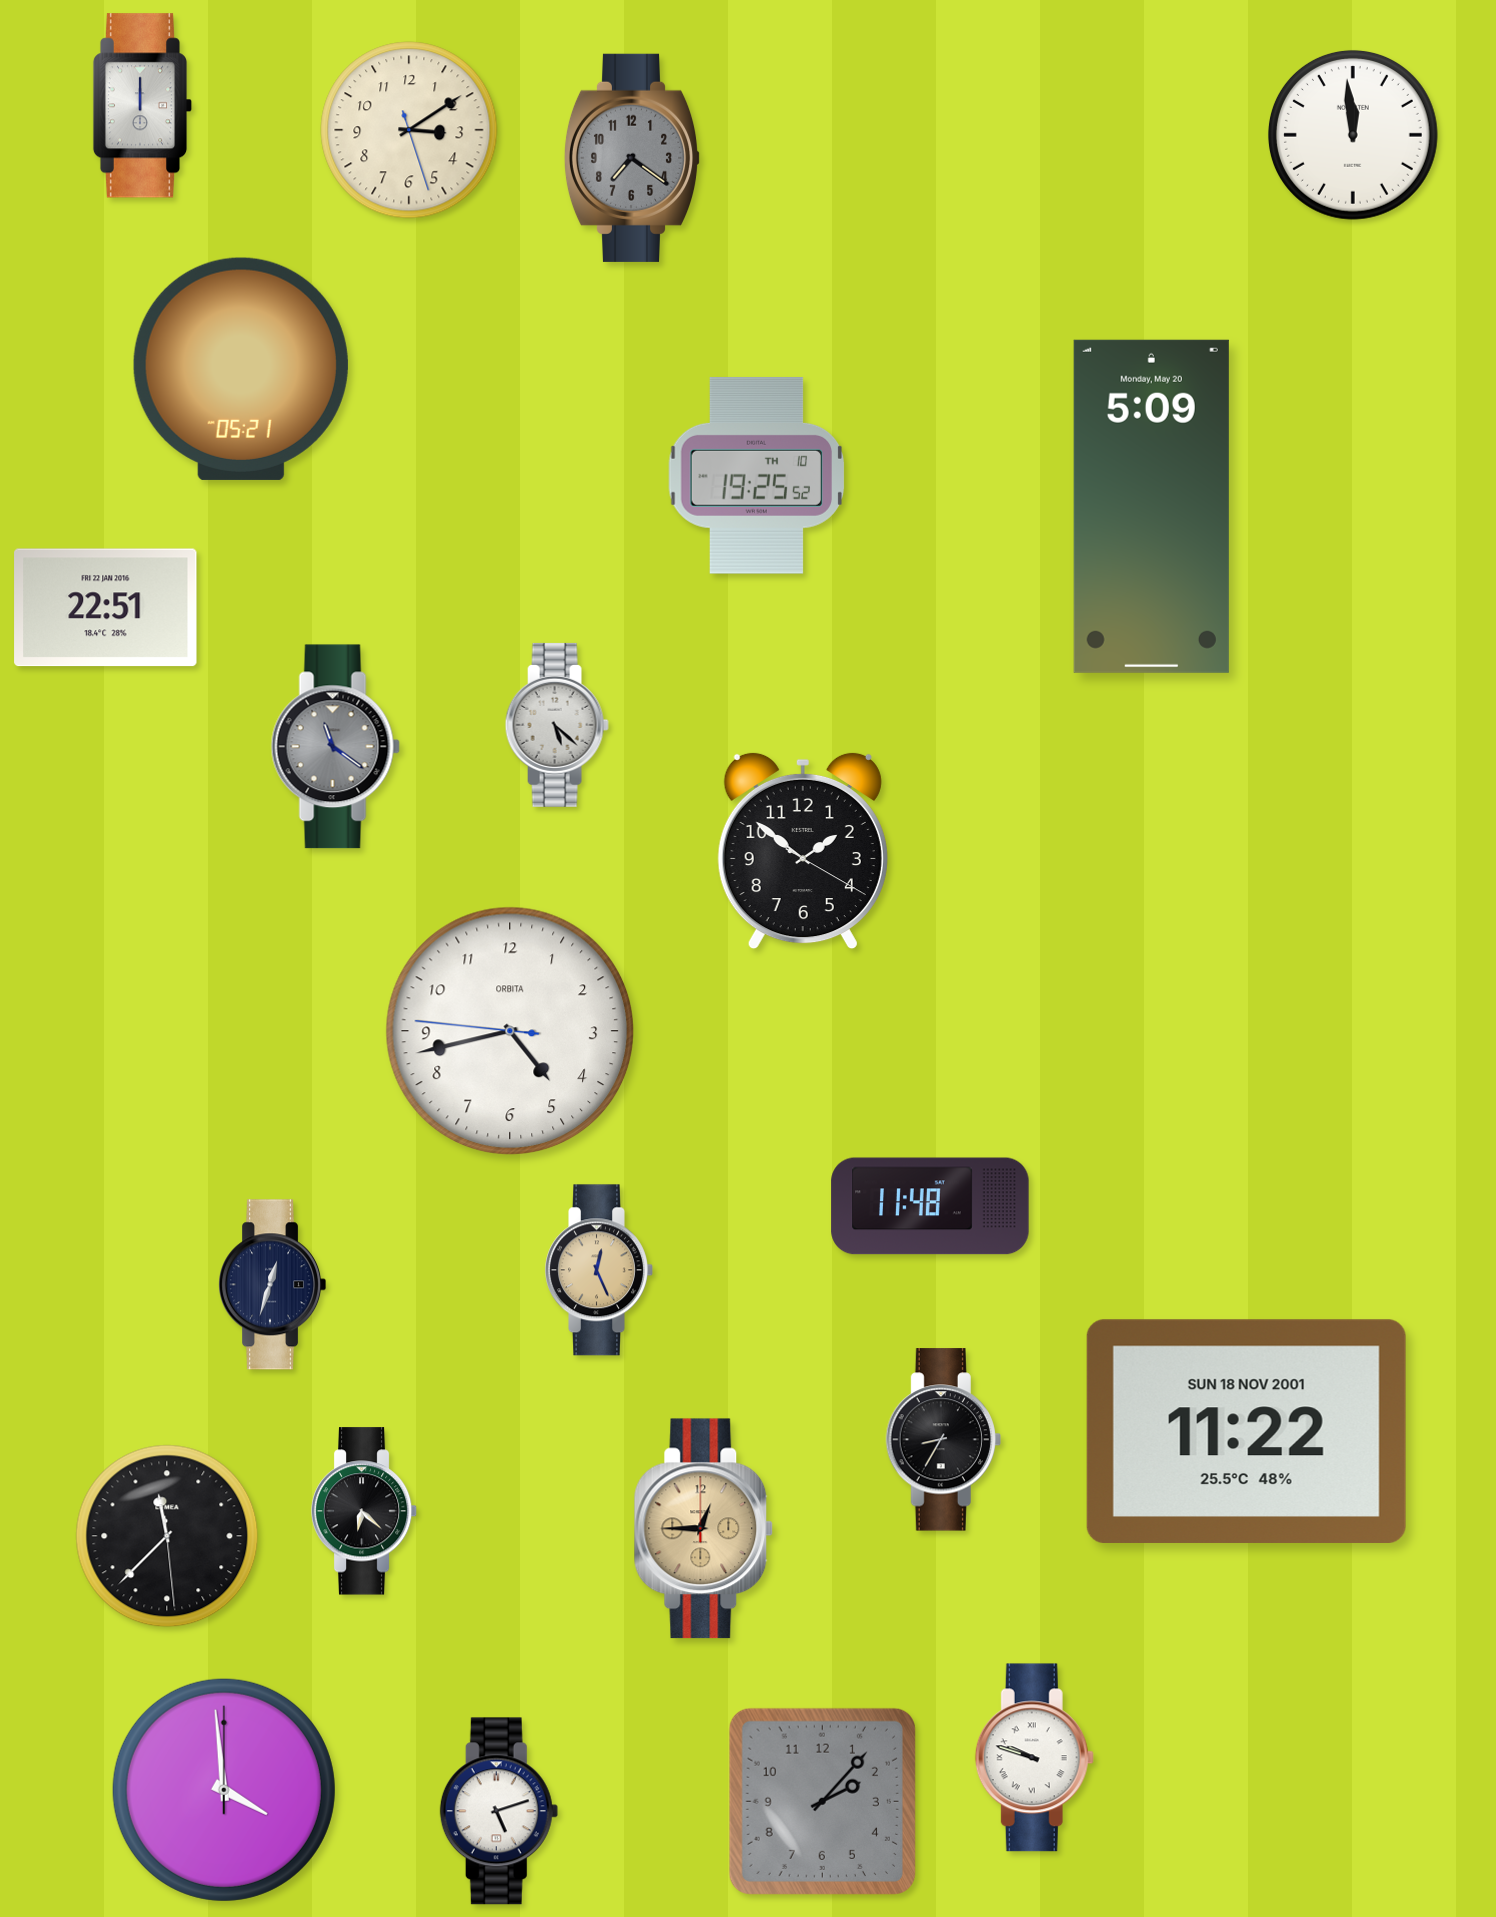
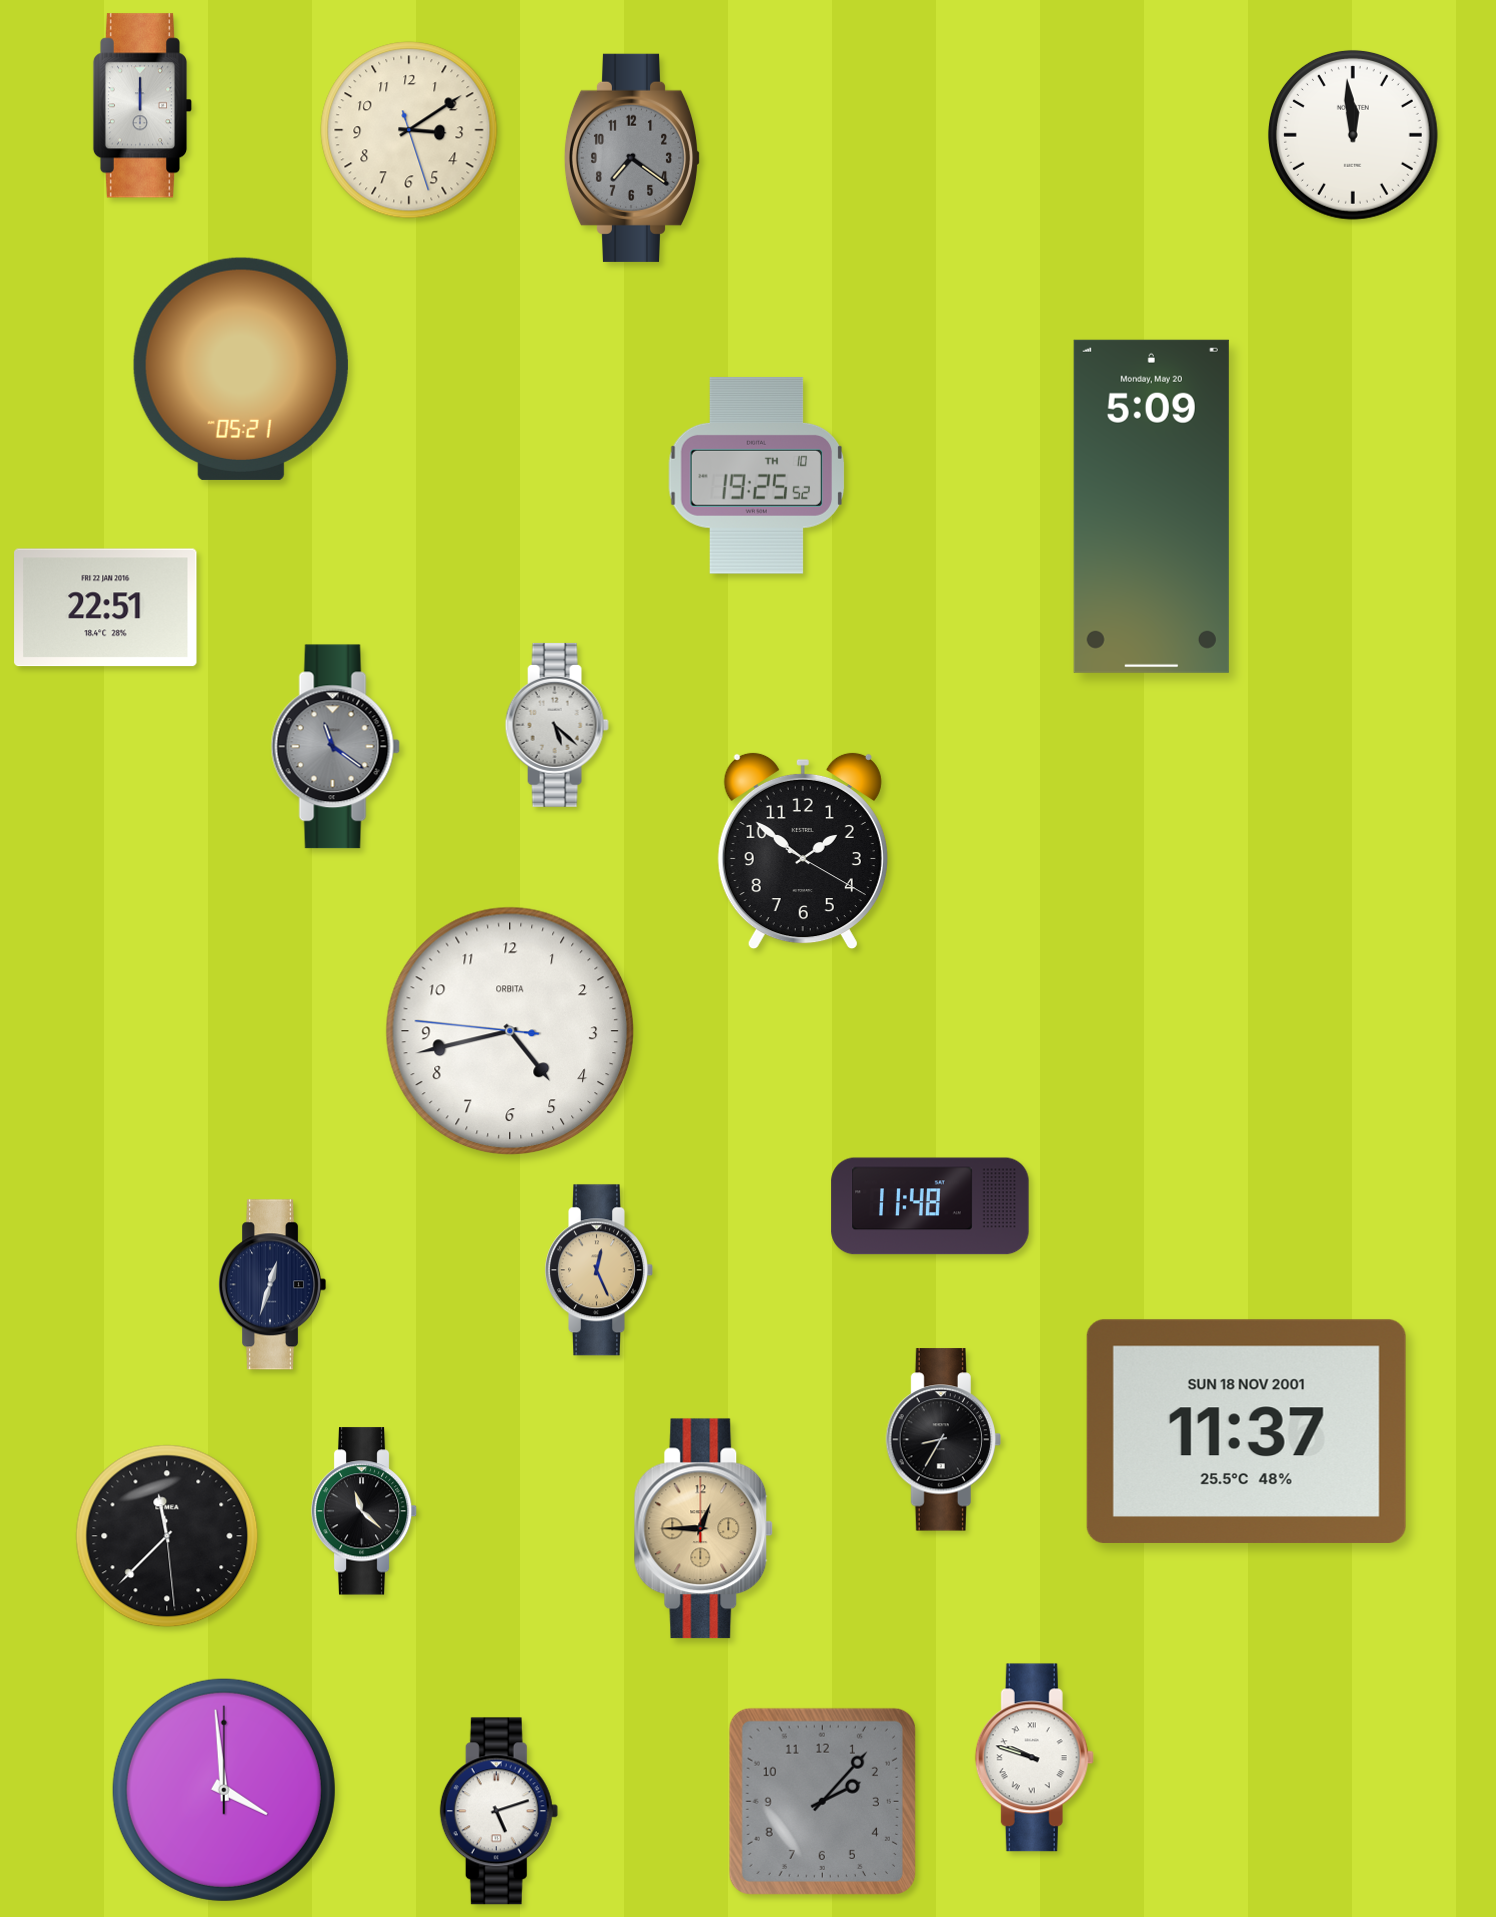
clock at (1246, 1431): 11:22 -> 11:37
clock at (364, 1511): 6:22 -> 11:22
